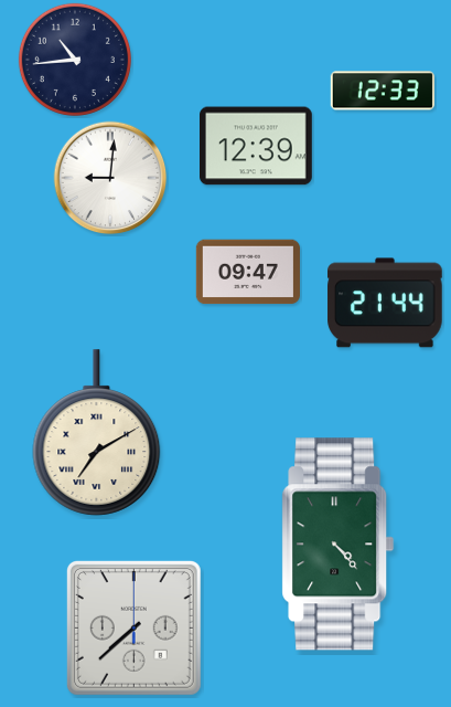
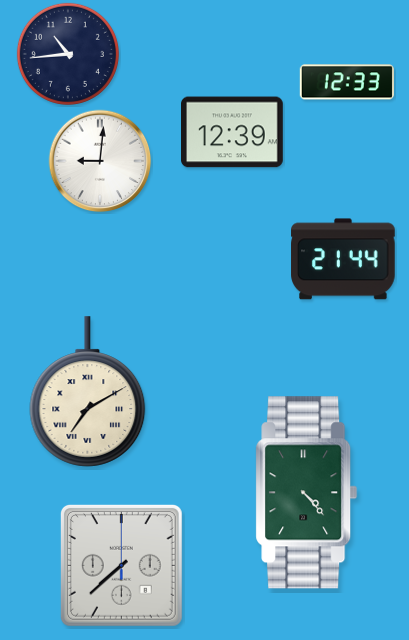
clock at (248, 272): 09:47 -> none
clock at (385, 303) position: (385, 303) -> (343, 259)
clock at (133, 627) position: (133, 627) -> (121, 565)
